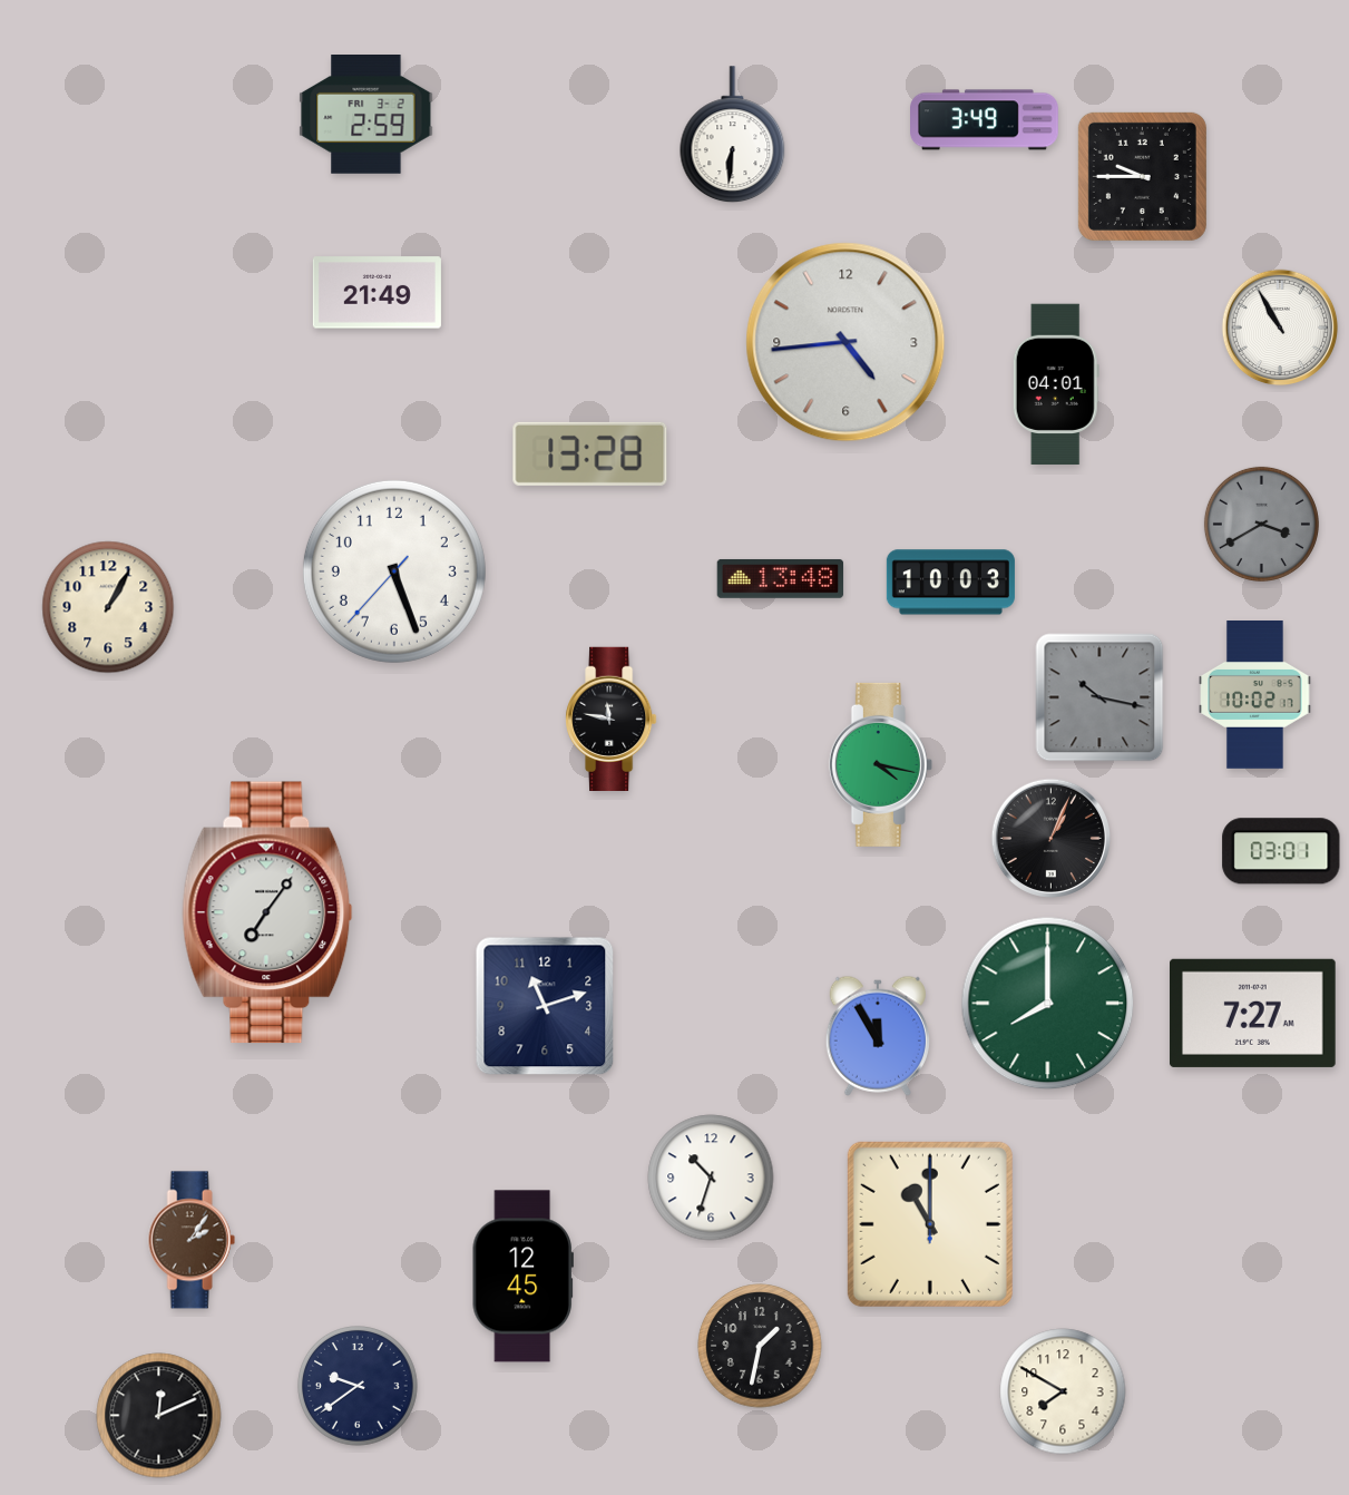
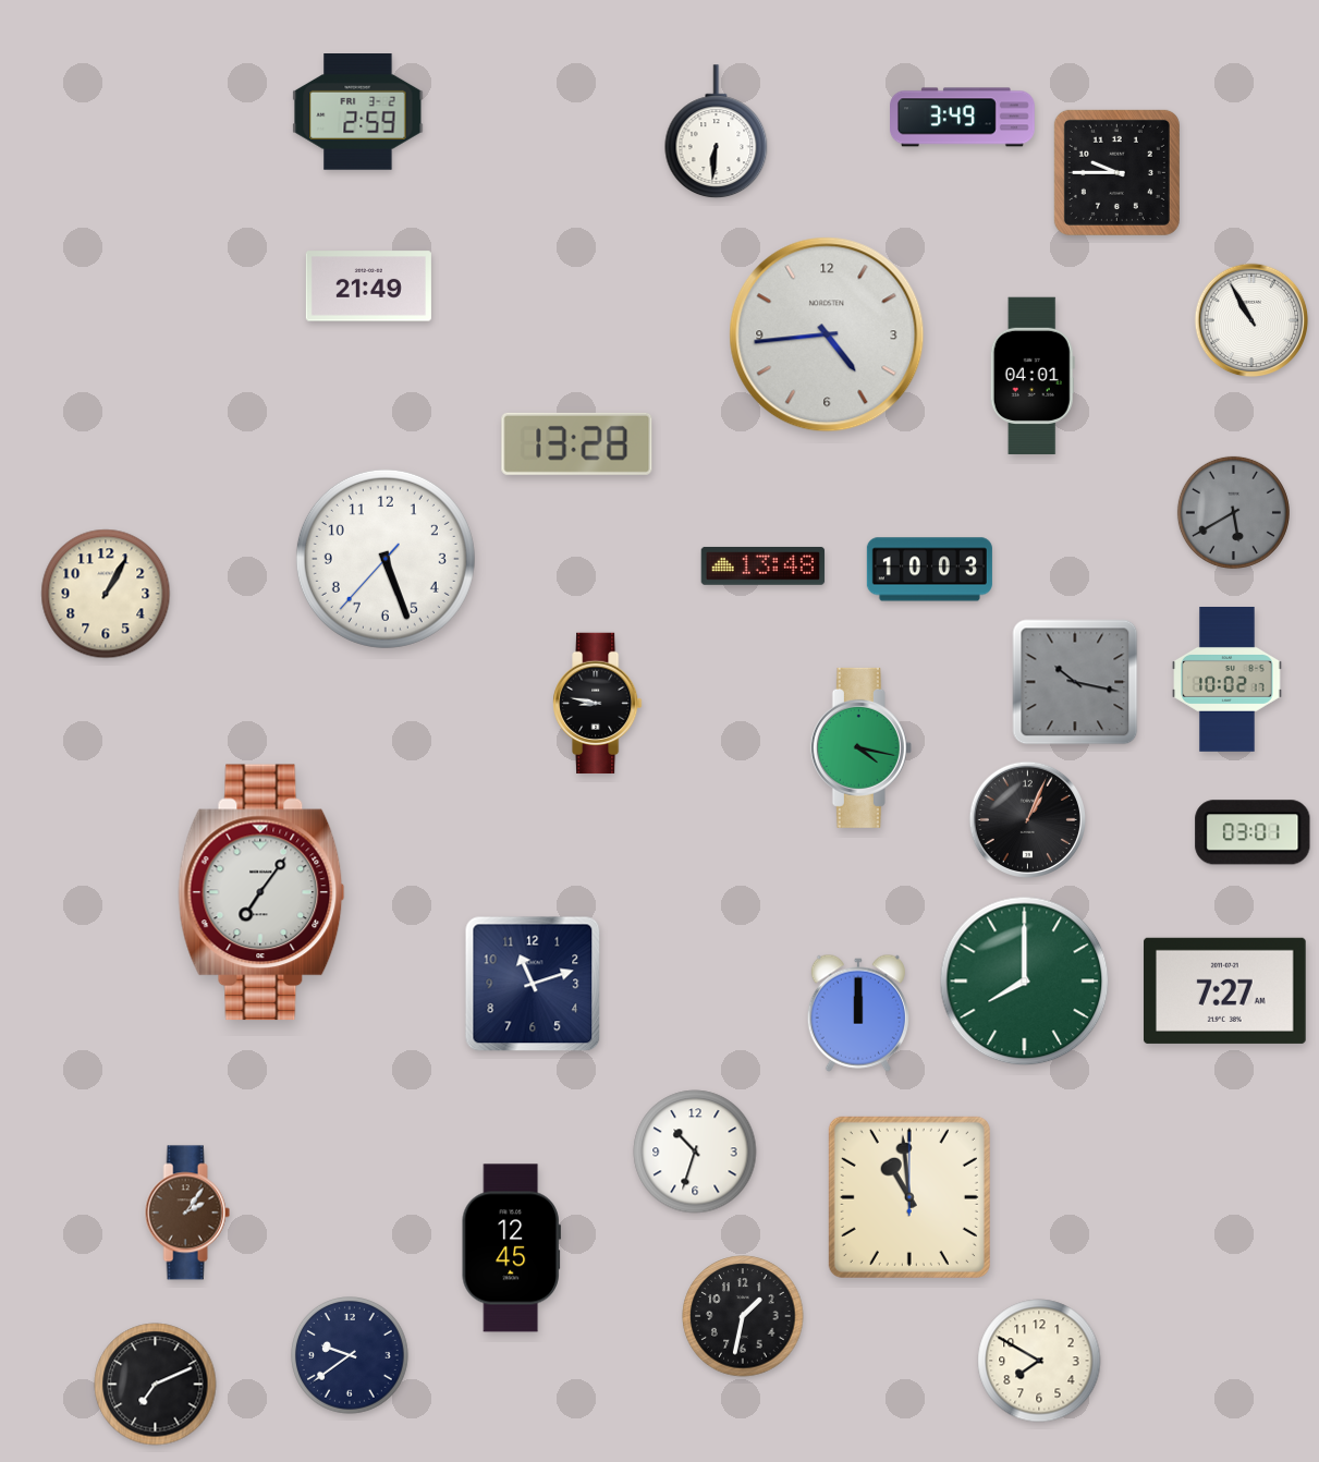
clock at (1261, 524): 3:40 -> 5:40
clock at (612, 719): 11:47 -> 8:47
clock at (878, 1036): 11:55 -> 12:00
clock at (930, 1224): 11:00 -> 10:59
clock at (159, 1416): 12:11 -> 7:11
